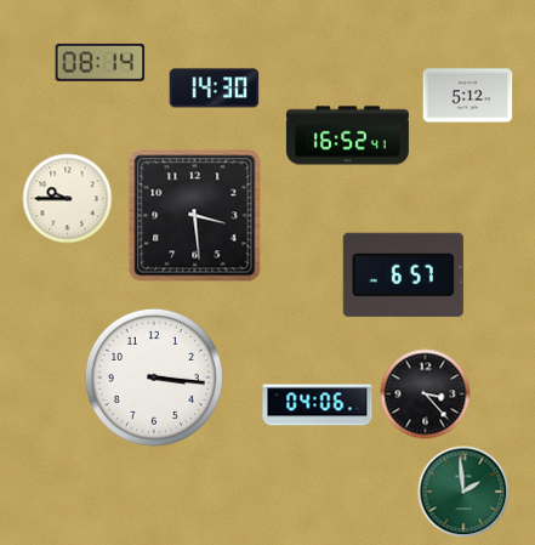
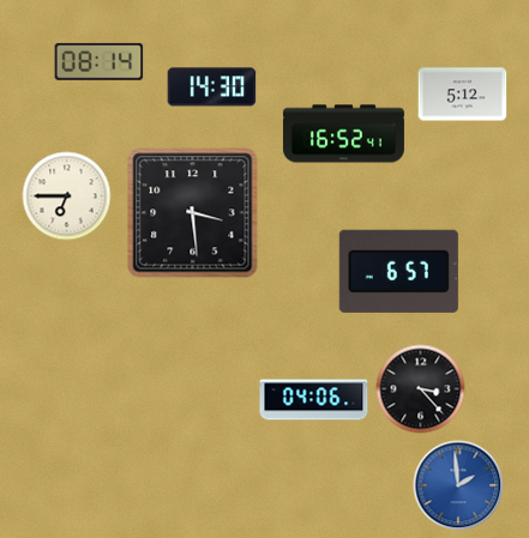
clock at (68, 199): 9:45 -> 6:45
clock at (154, 377): 3:16 -> none
clock at (463, 492) dial: green -> blue
